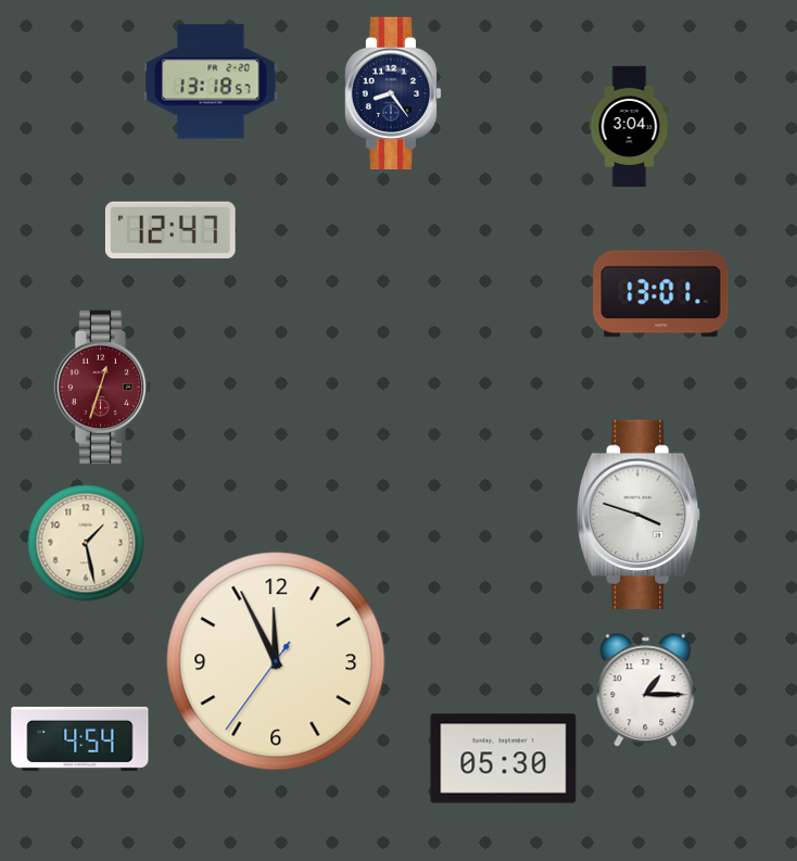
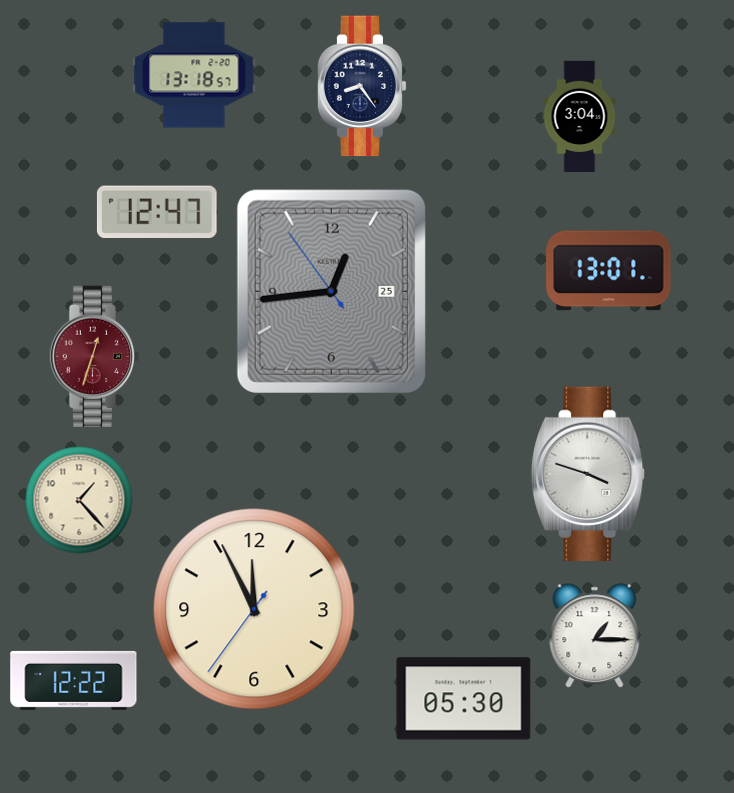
clock at (331, 291): none -> 12:43
clock at (86, 543): 1:28 -> 1:23
clock at (80, 738): 4:54 -> 12:22
